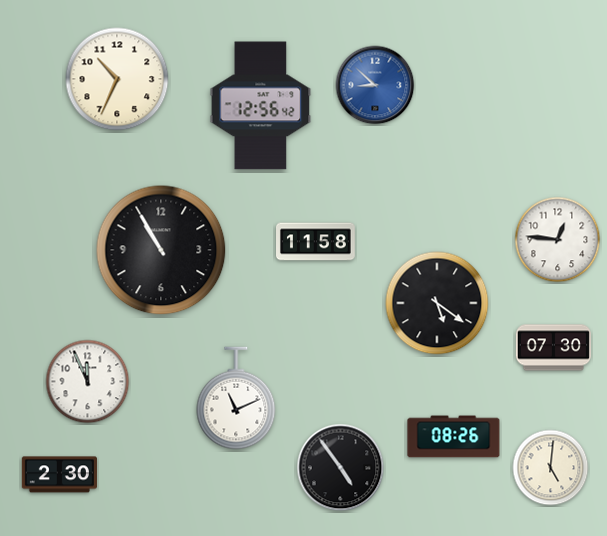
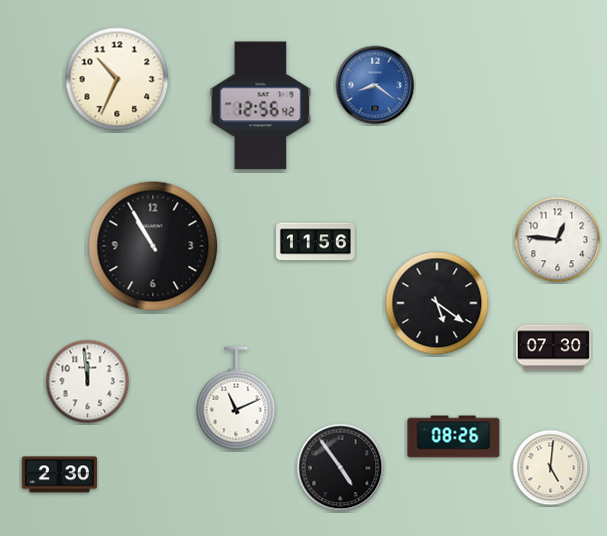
clock at (375, 85): 8:52 -> 8:21
clock at (316, 242): 11:58 -> 11:56
clock at (161, 250) position: (161, 250) -> (153, 246)
clock at (88, 382): 11:56 -> 11:59
